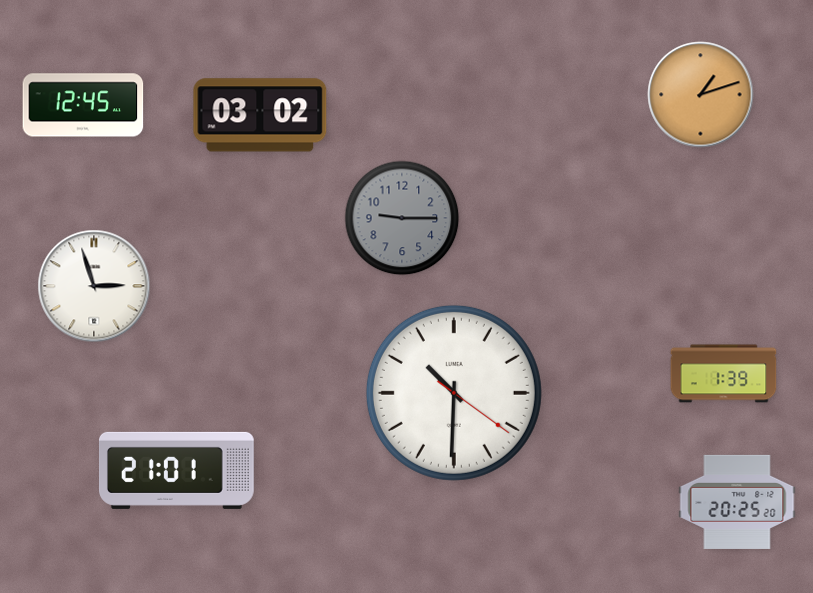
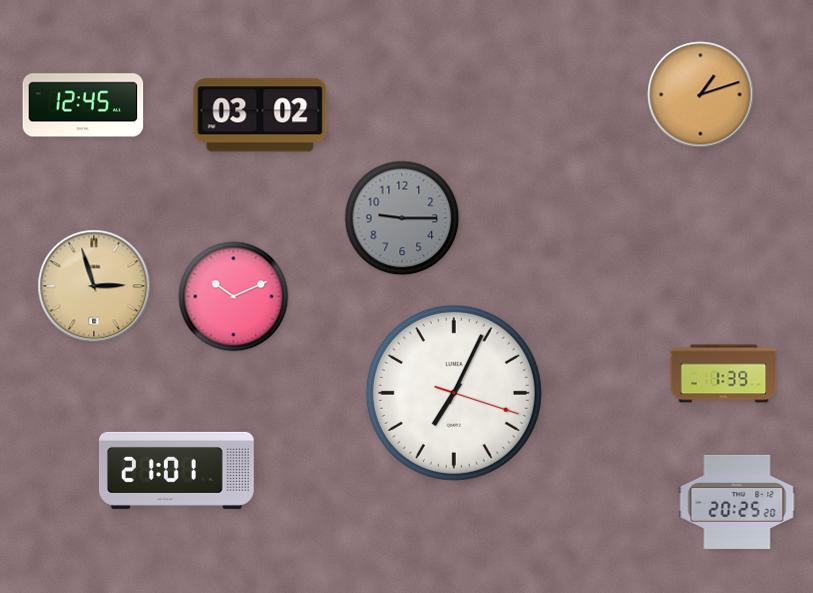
clock at (94, 286) dial: white -> champagne
clock at (234, 297): none -> 10:11
clock at (454, 393): 10:30 -> 7:04
